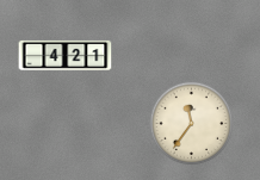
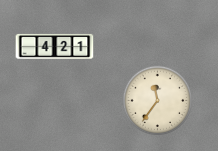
clock at (192, 124) position: (192, 124) -> (158, 101)
